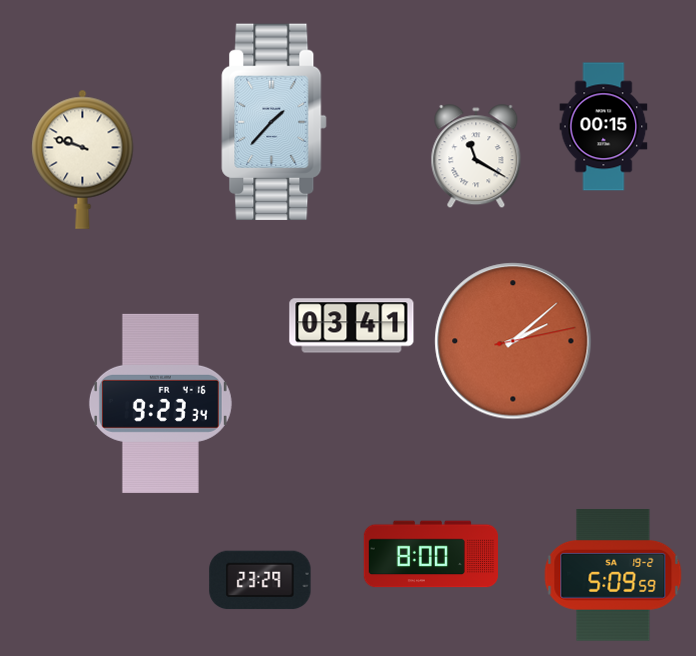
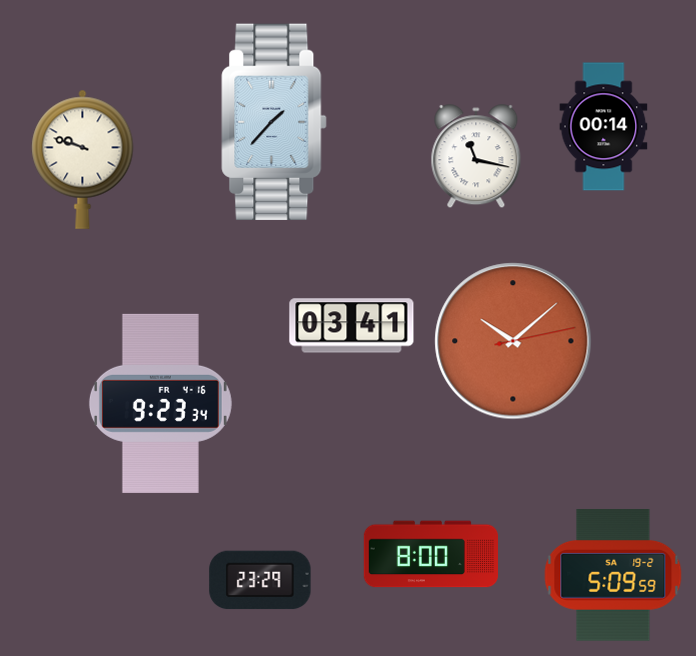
clock at (604, 127): 00:15 -> 00:14
clock at (476, 157): 11:20 -> 11:17
clock at (513, 341): 2:08 -> 10:08
